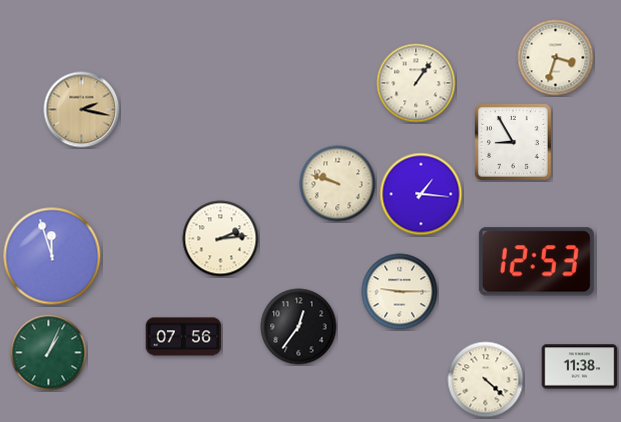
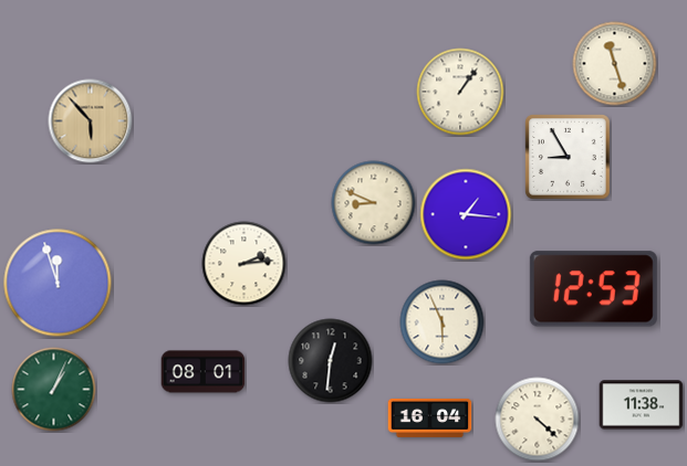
clock at (556, 58): 3:33 -> 11:27
clock at (82, 110): 2:17 -> 5:53
clock at (338, 184): 9:48 -> 8:49
clock at (400, 292): 9:15 -> 5:56
clock at (299, 327): 12:36 -> 12:31
clock at (184, 337): 07:56 -> 08:01
clock at (430, 417): none -> 16:04
